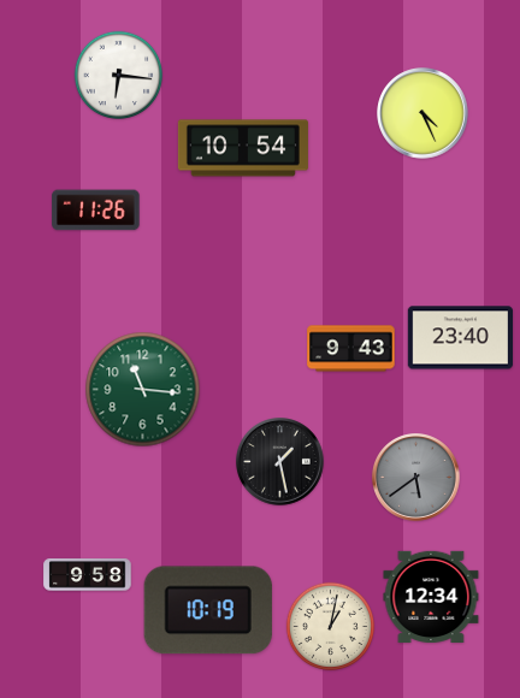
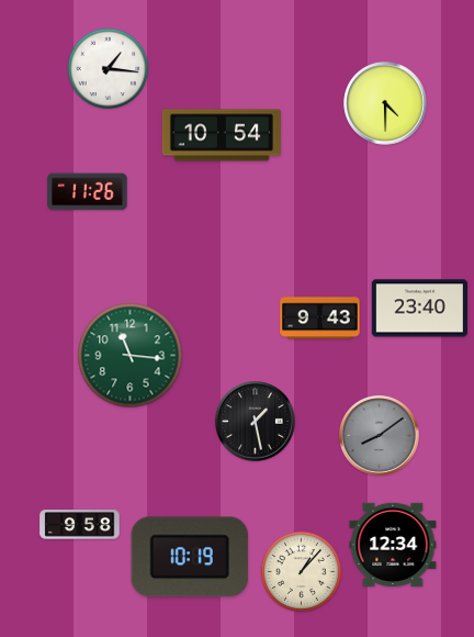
clock at (118, 75): 6:16 -> 1:16
clock at (422, 113): 4:26 -> 4:30
clock at (416, 478): 5:39 -> 8:09
clock at (330, 626): 1:02 -> 1:07
